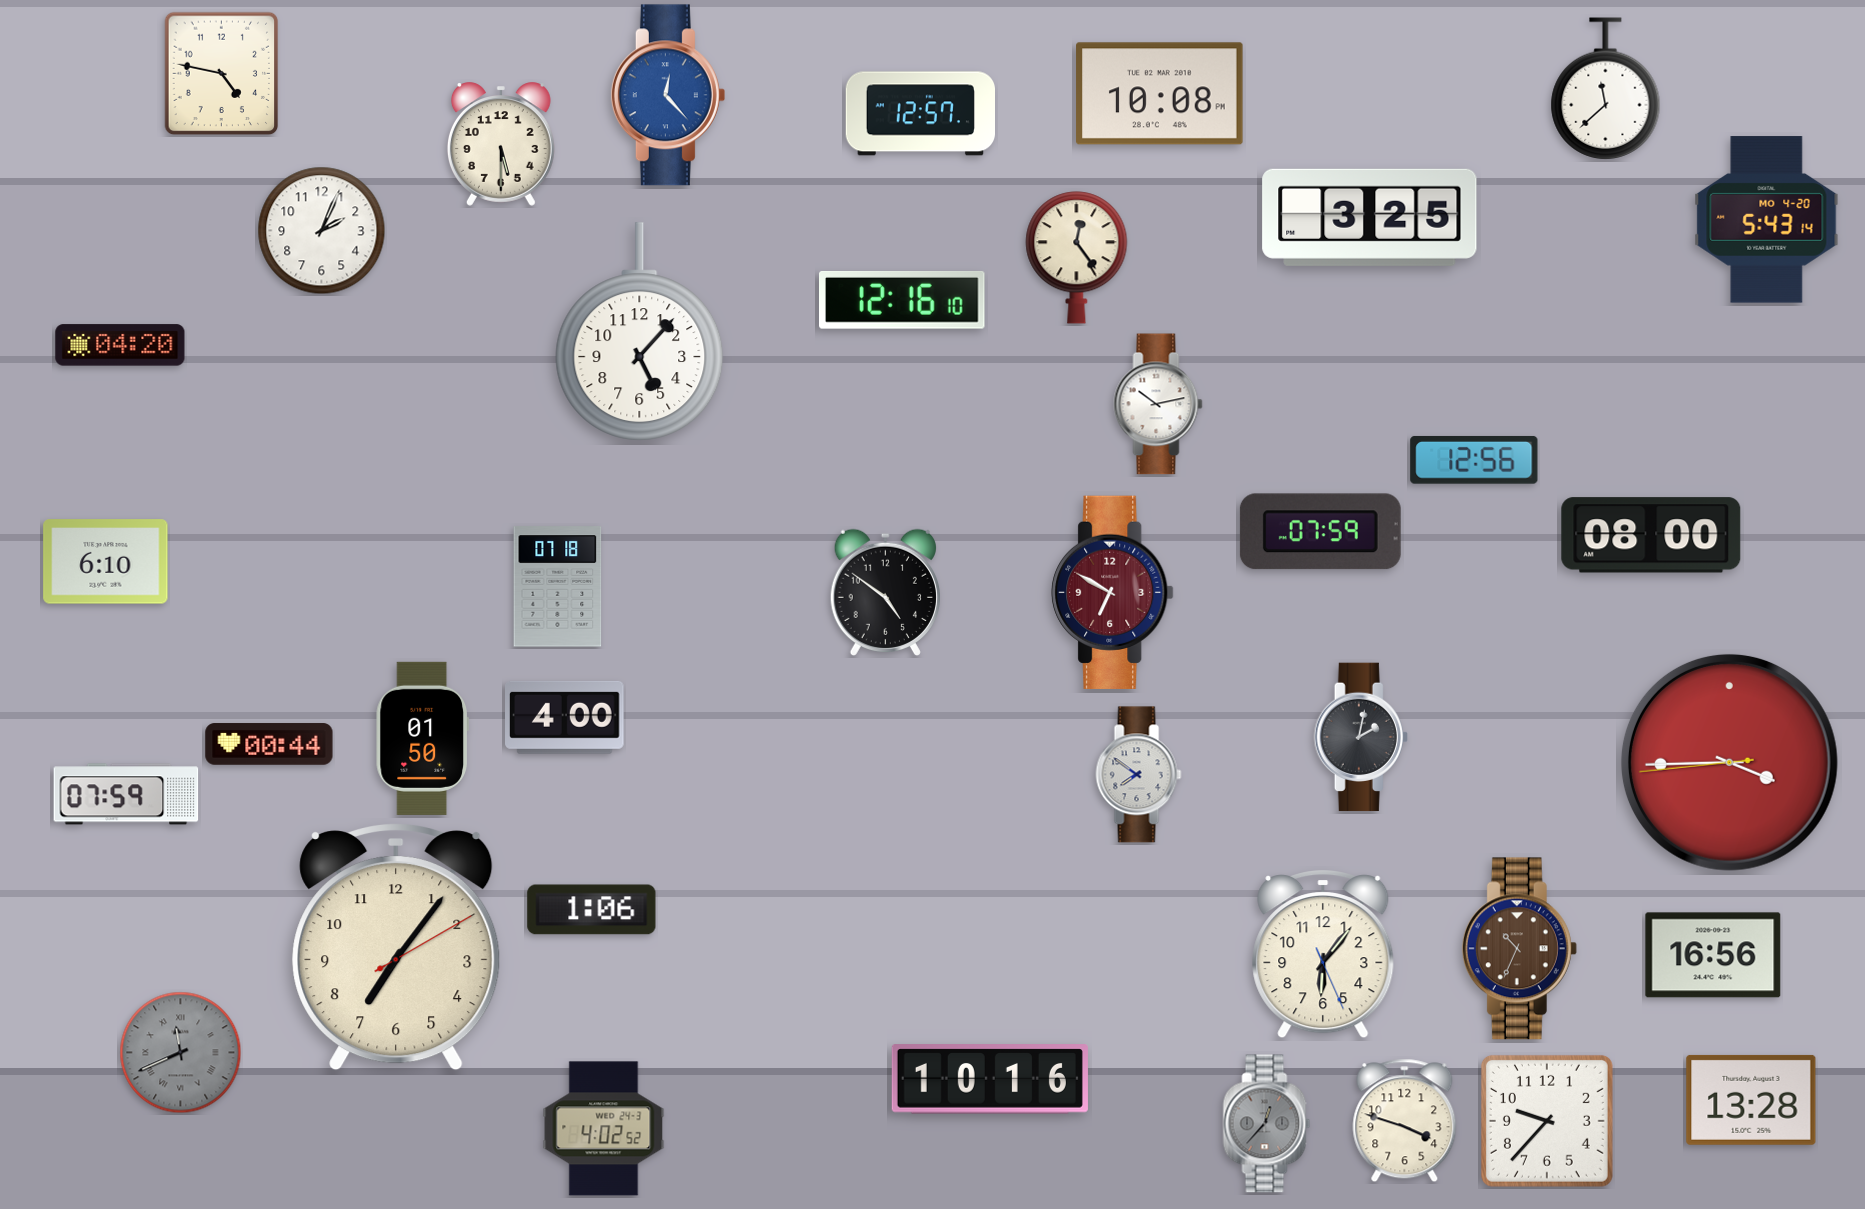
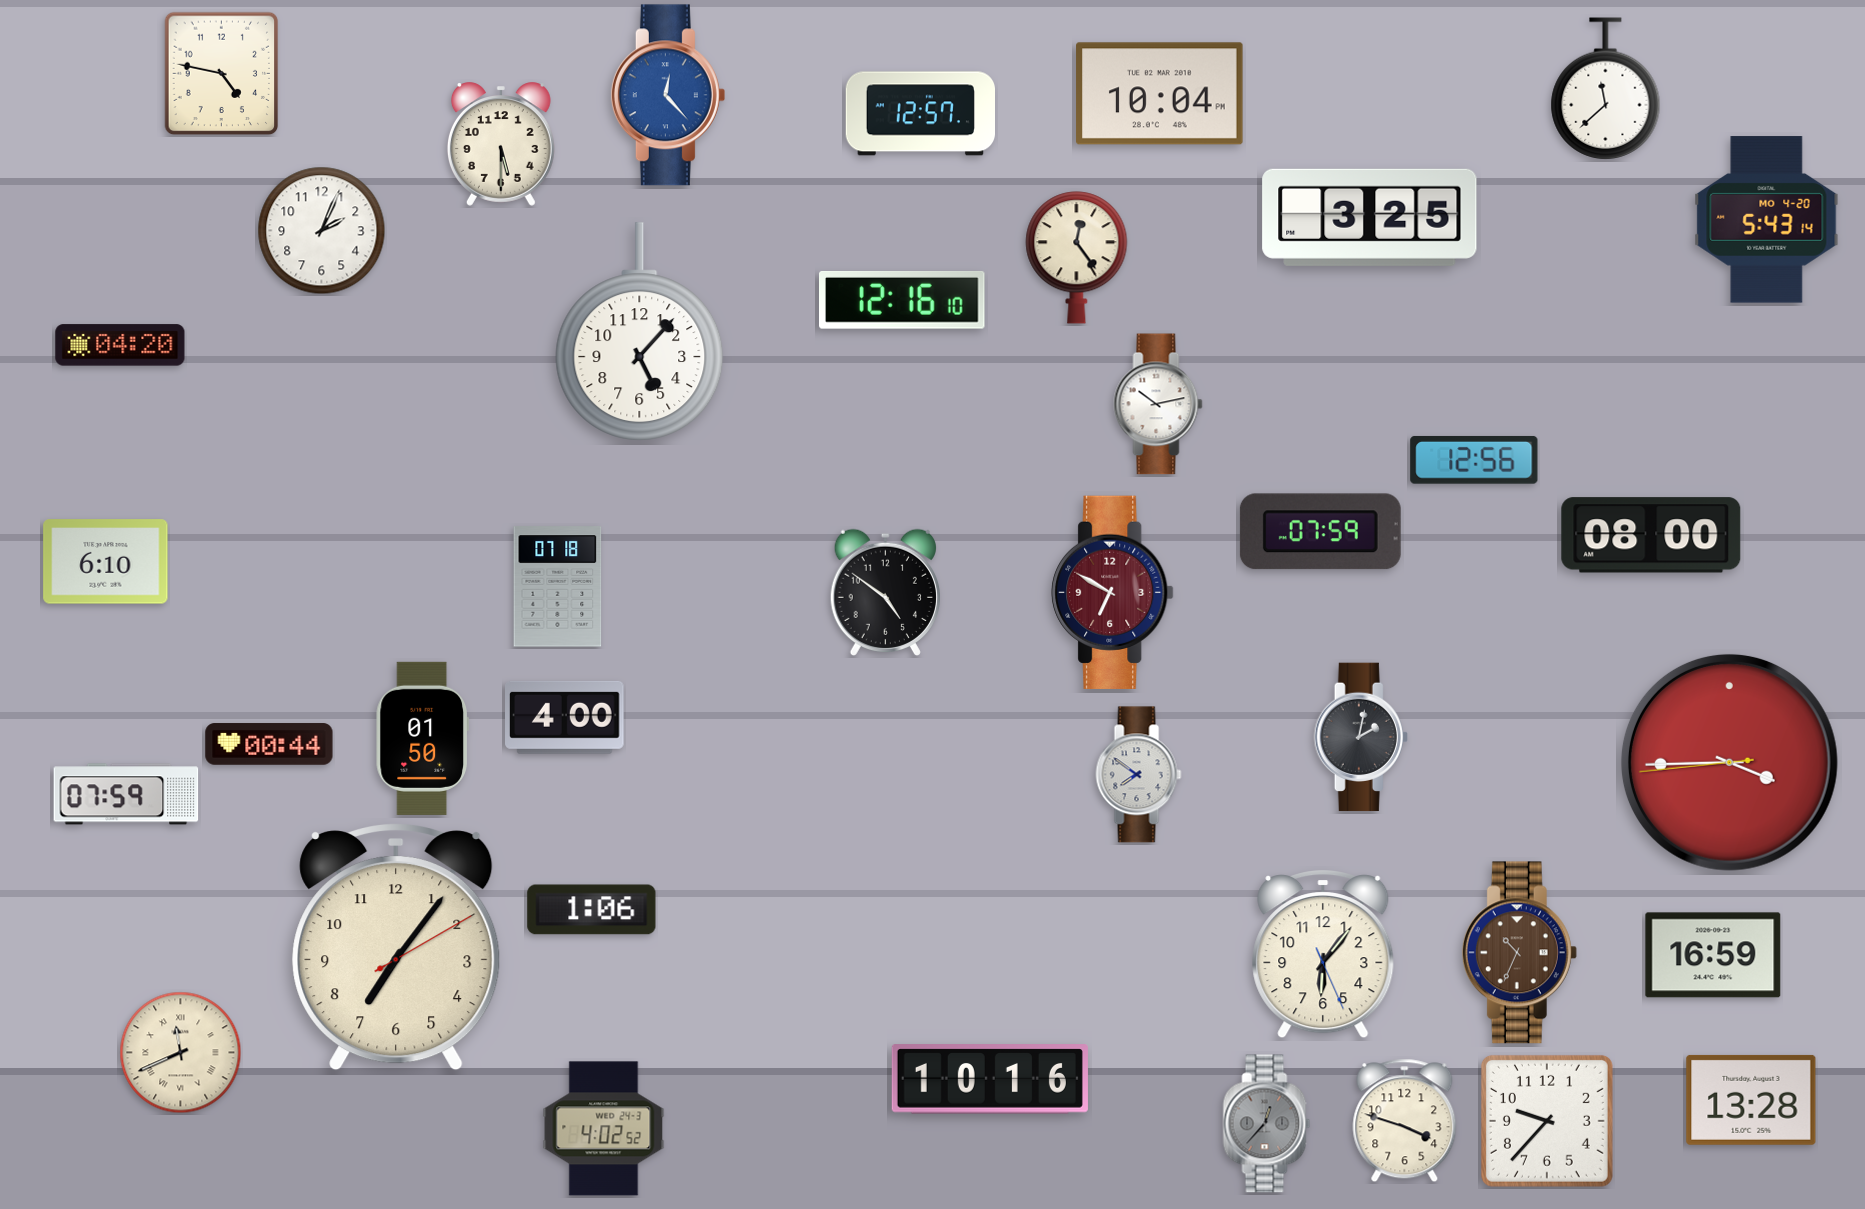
clock at (1160, 94): 10:08 -> 10:04
clock at (1519, 949) position: (1519, 949) -> (1519, 953)
clock at (1713, 955): 16:56 -> 16:59
clock at (181, 1053) dial: grey -> cream
